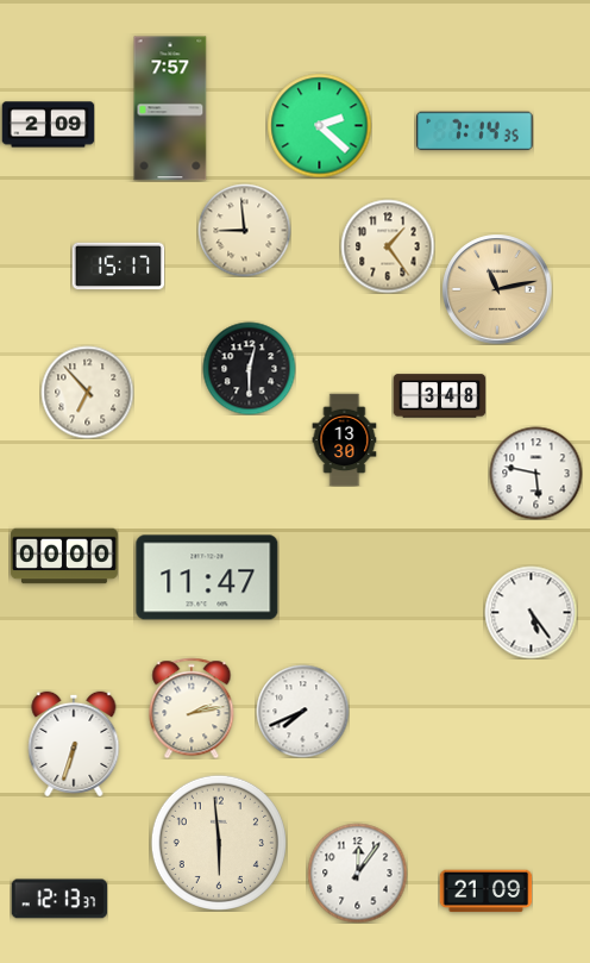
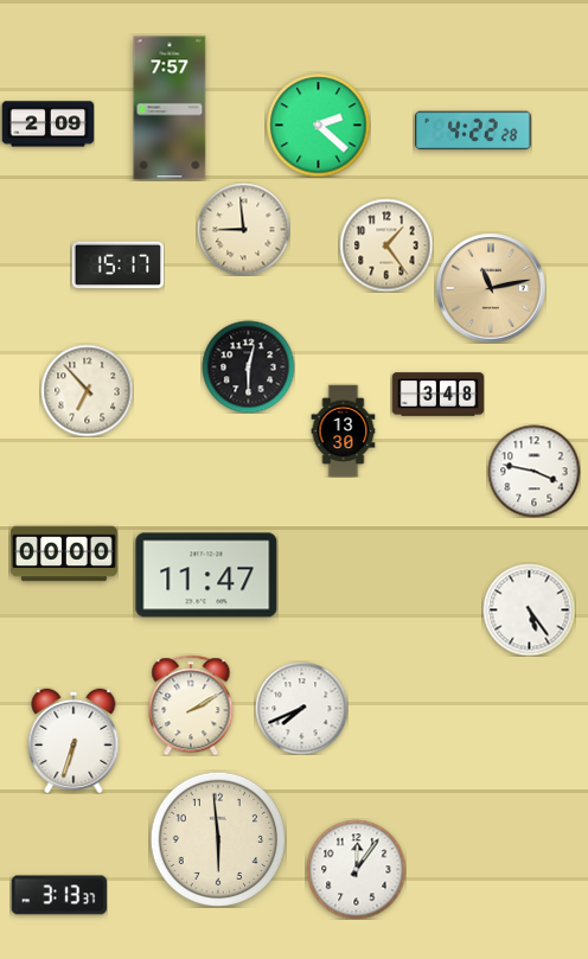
clock at (475, 131): 7:14 -> 4:22
clock at (497, 289) position: (497, 289) -> (491, 288)
clock at (345, 439) position: (345, 439) -> (344, 430)
clock at (535, 473): 5:47 -> 3:47
clock at (192, 708): 2:13 -> 2:10
clock at (485, 892): 21:09 -> none
clock at (58, 899): 12:13 -> 3:13
